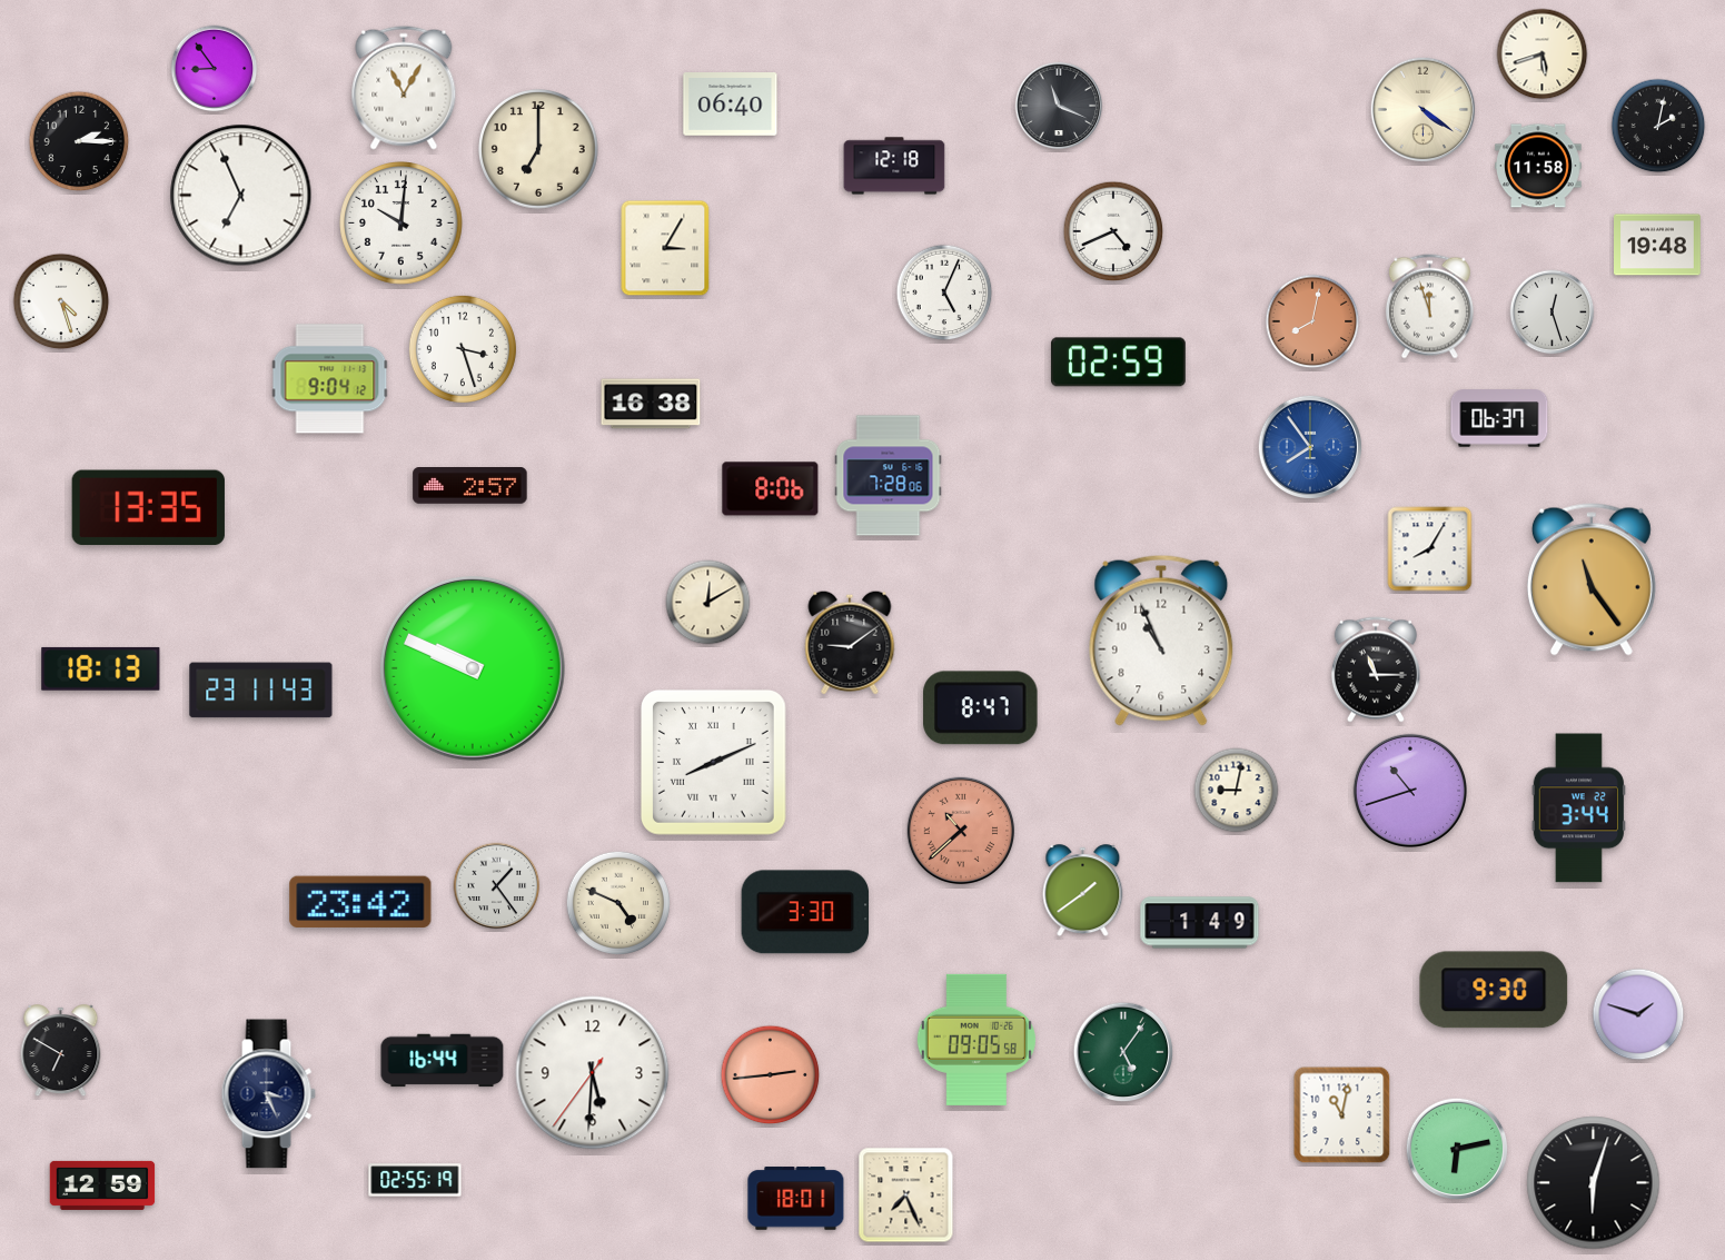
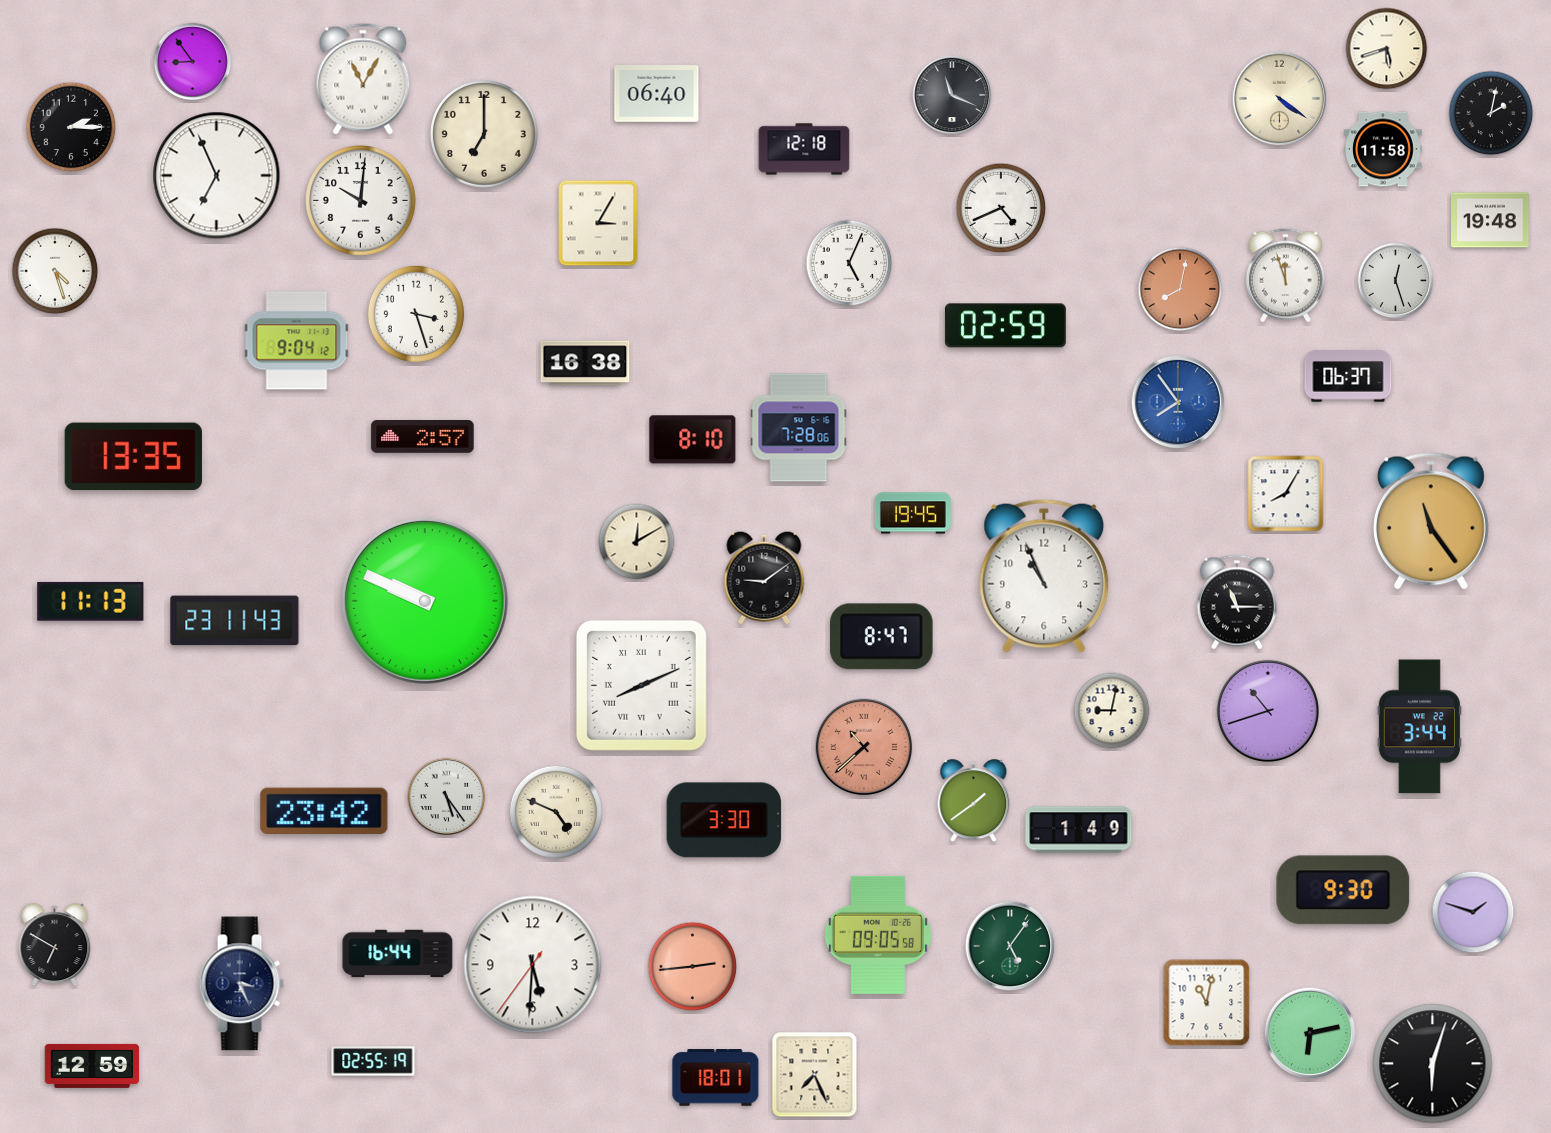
clock at (771, 489): 8:06 -> 8:10
clock at (913, 513): none -> 19:45
clock at (101, 668): 18:13 -> 11:13
clock at (497, 886): 1:24 -> 5:24
